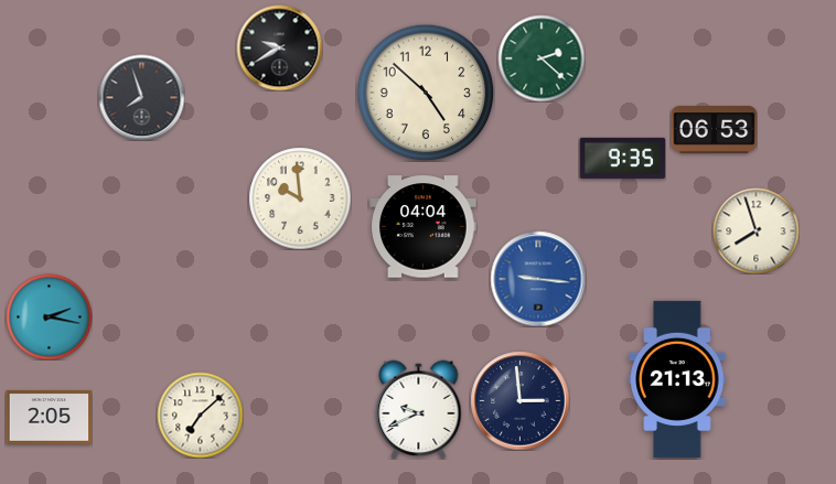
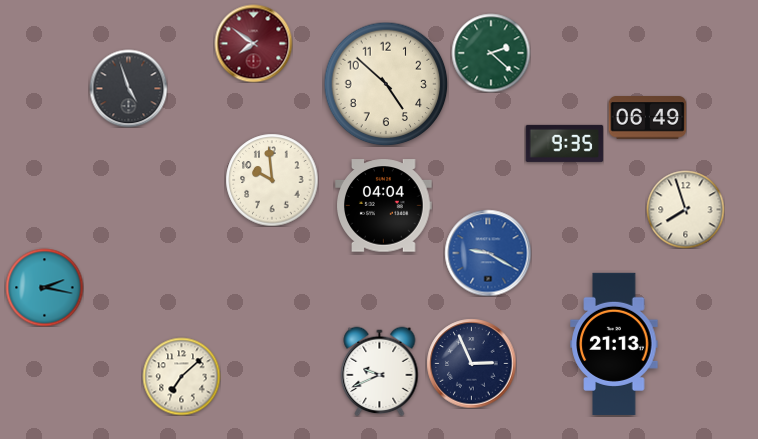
clock at (279, 47): 9:40 -> 7:51
clock at (279, 47) dial: black -> burgundy
clock at (141, 97): 7:57 -> 4:57
clock at (714, 130): 06:53 -> 06:49
clock at (538, 279): 9:16 -> 9:20
clock at (519, 400): 2:59 -> 2:56
clock at (49, 418): 2:05 -> none
